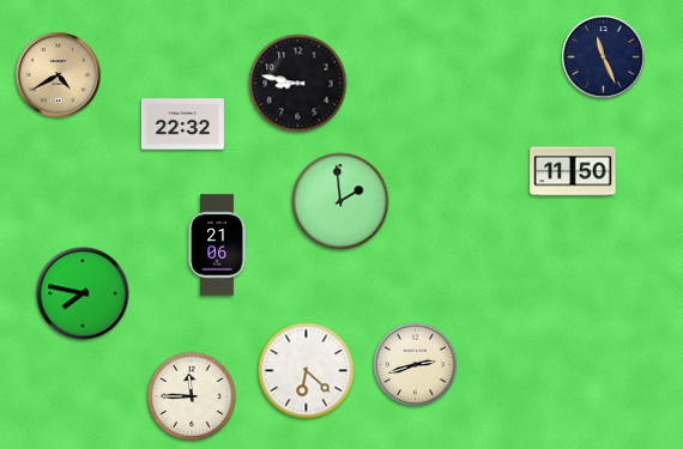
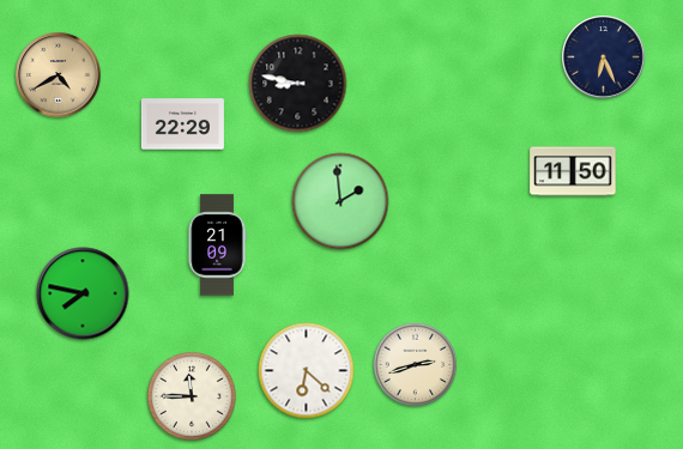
clock at (604, 57): 11:26 -> 6:26
clock at (182, 125): 22:32 -> 22:29
clock at (217, 245): 21:06 -> 21:09
